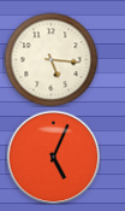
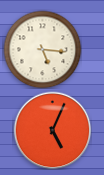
clock at (53, 157) position: (53, 157) -> (52, 130)
